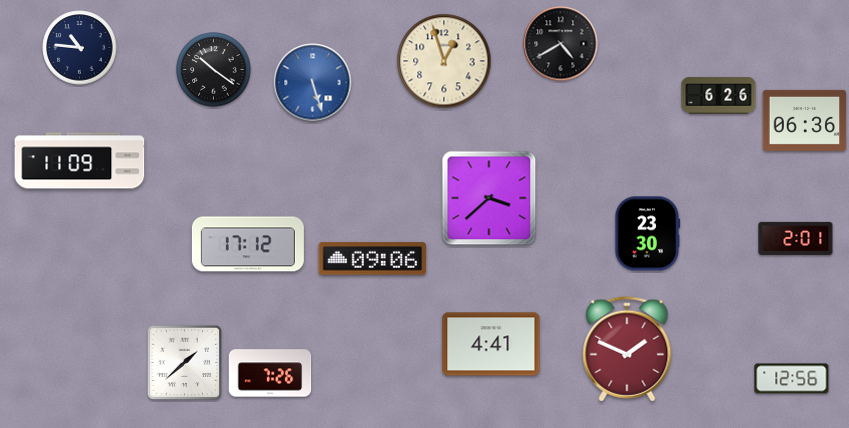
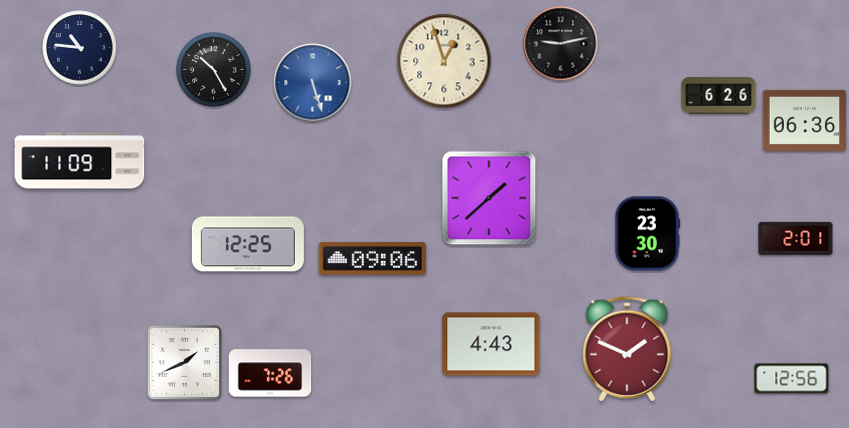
clock at (561, 44): 4:40 -> 9:13
clock at (214, 70): 10:21 -> 10:25
clock at (489, 198): 3:38 -> 1:38
clock at (248, 244): 17:12 -> 12:25
clock at (491, 344): 4:41 -> 4:43
clock at (185, 363): 1:38 -> 1:41
